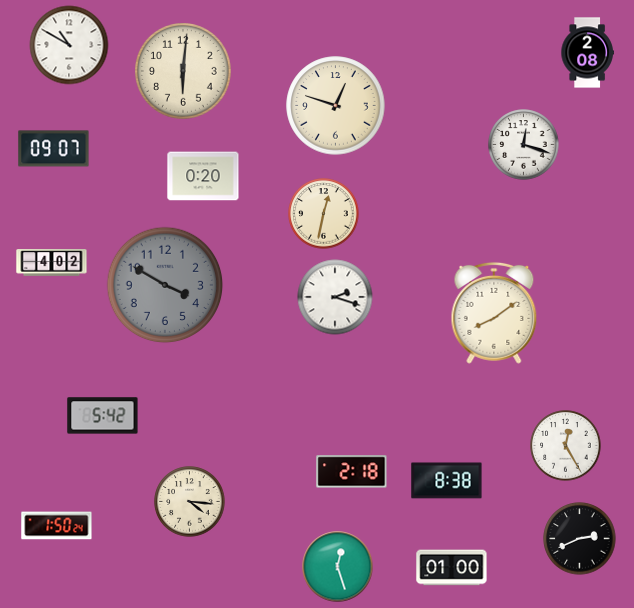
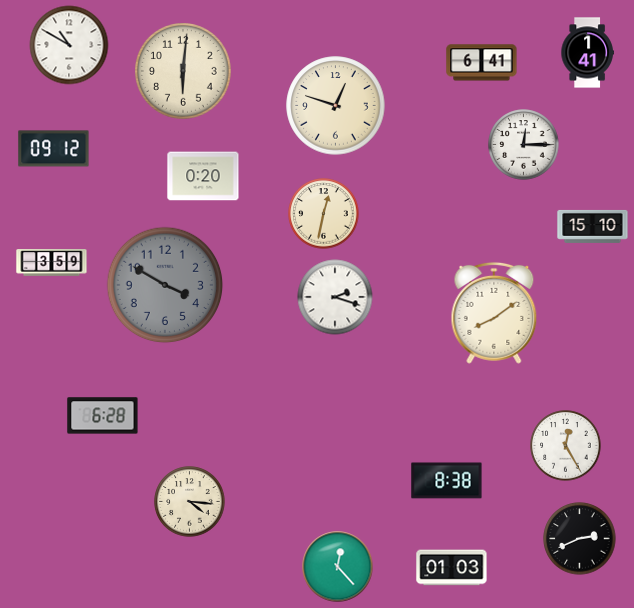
clock at (587, 53): 2:08 -> 1:41
clock at (482, 63): none -> 6:41
clock at (524, 145): 12:18 -> 12:15
clock at (54, 149): 09:07 -> 09:12
clock at (593, 226): none -> 15:10
clock at (52, 263): 4:02 -> 3:59
clock at (103, 416): 5:42 -> 6:28
clock at (352, 472): 2:18 -> none
clock at (57, 526): 1:50 -> none
clock at (338, 567): 12:27 -> 12:23
clock at (452, 568): 01:00 -> 01:03
